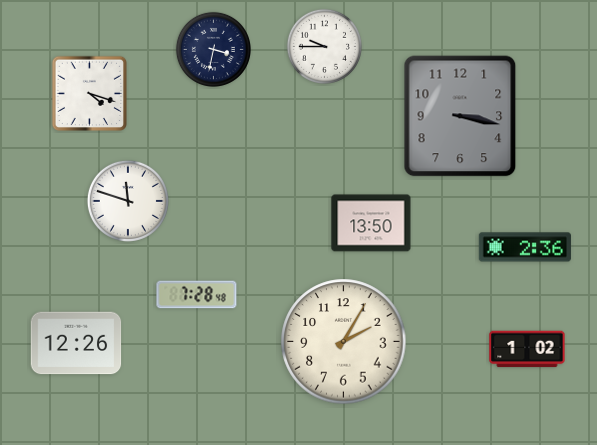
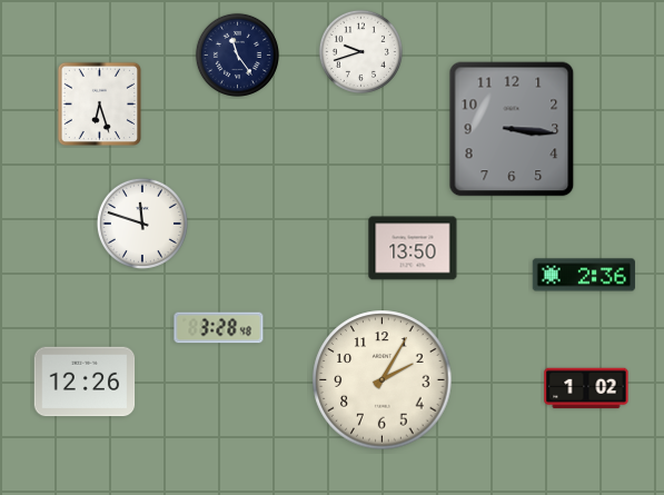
clock at (324, 46): 9:45 -> 9:42
clock at (213, 49): 3:32 -> 11:24
clock at (90, 94): 4:18 -> 6:27
clock at (460, 116): 3:17 -> 3:16
clock at (197, 295): 7:28 -> 3:28
